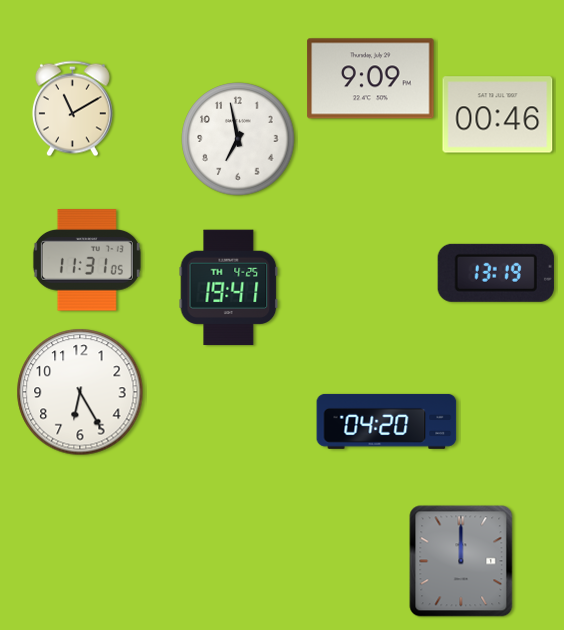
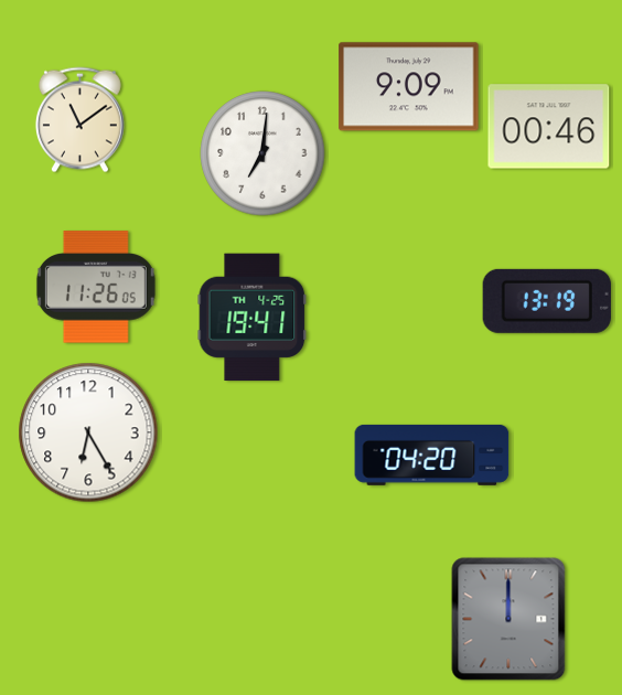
clock at (72, 109): 11:10 -> 11:09
clock at (238, 139): 6:58 -> 7:01
clock at (87, 260): 11:31 -> 11:26
clock at (387, 421) position: (387, 421) -> (432, 455)
